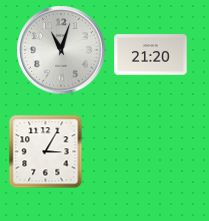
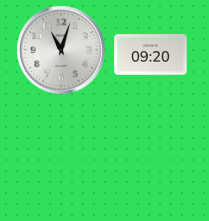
clock at (151, 55): 21:20 -> 09:20
clock at (46, 152): 3:05 -> none
